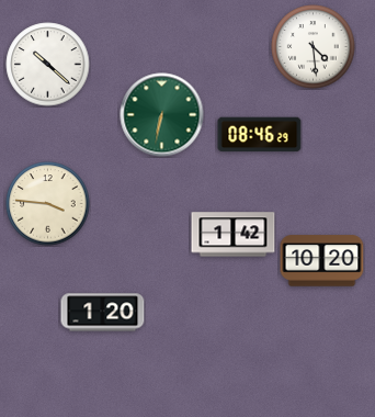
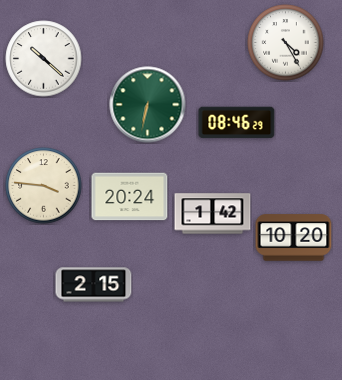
clock at (314, 47): 4:29 -> 4:25
clock at (130, 197): none -> 20:24
clock at (103, 313): 1:20 -> 2:15
